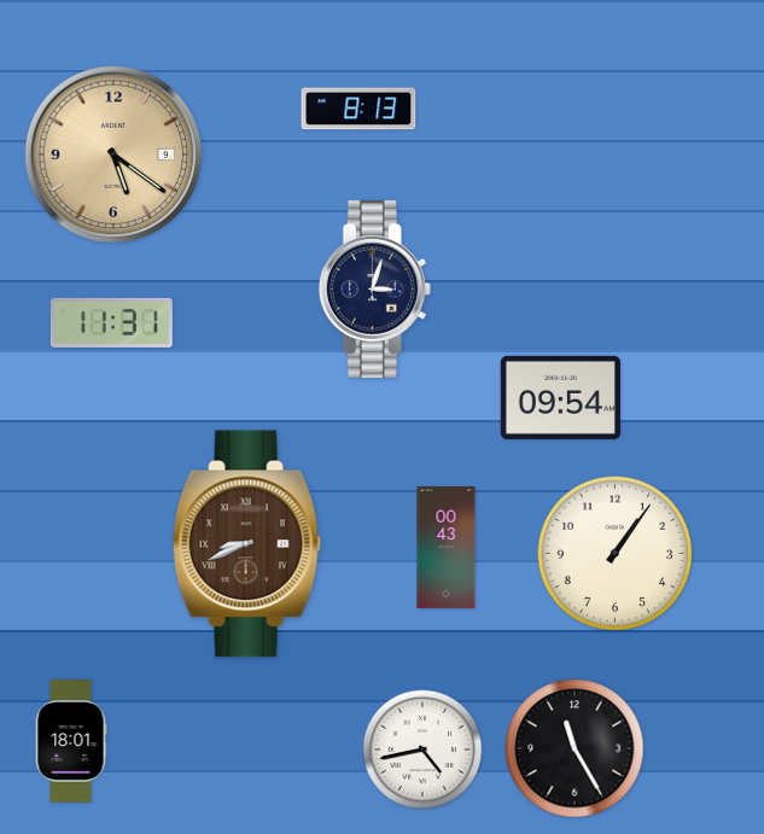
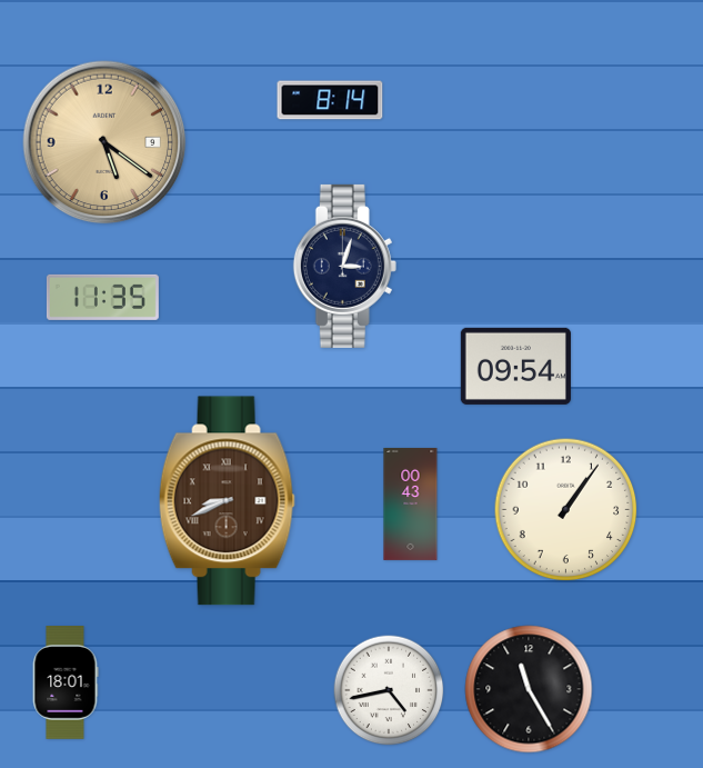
clock at (358, 109): 8:13 -> 8:14
clock at (111, 322): 11:31 -> 11:35
